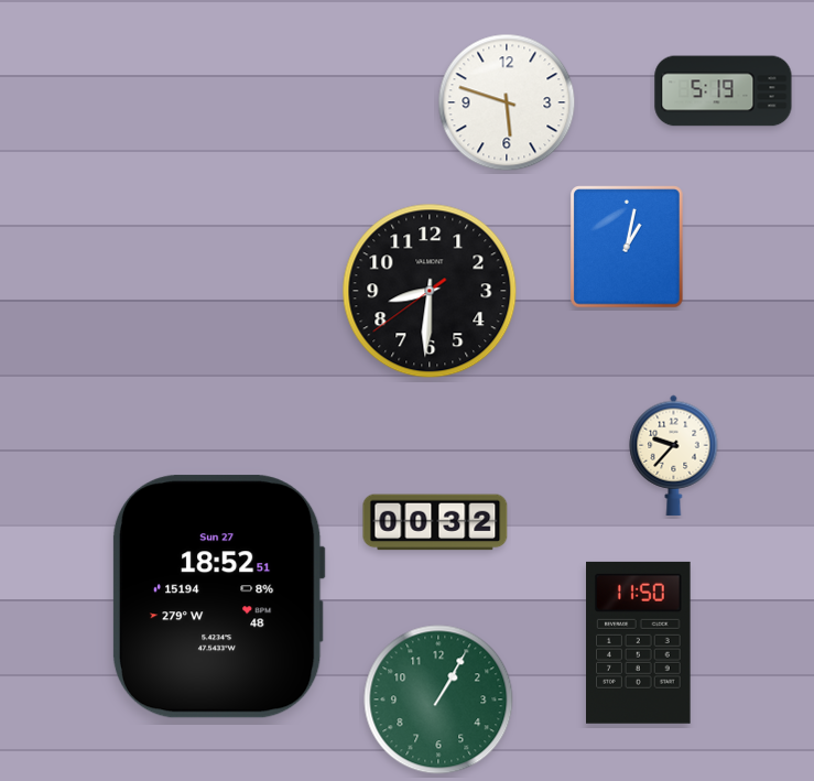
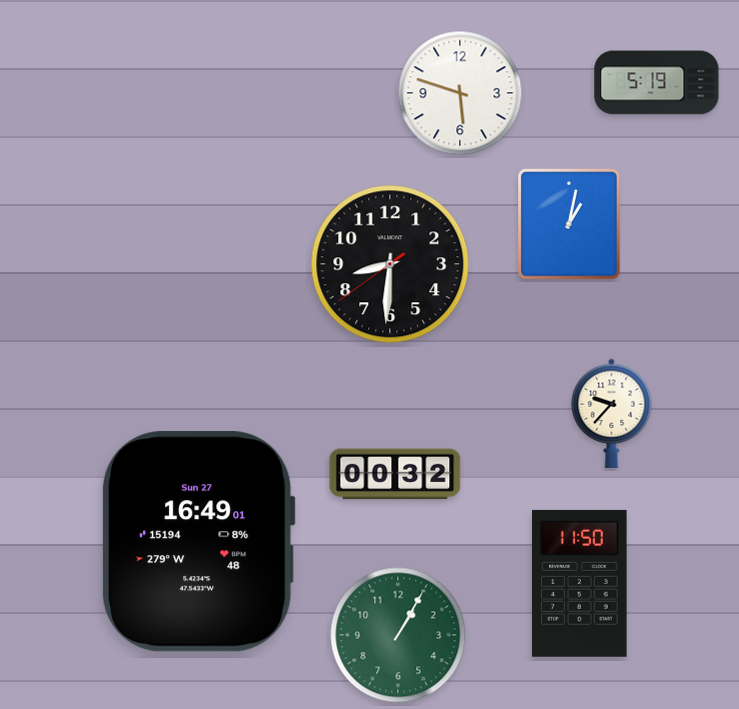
clock at (218, 597): 18:52 -> 16:49
